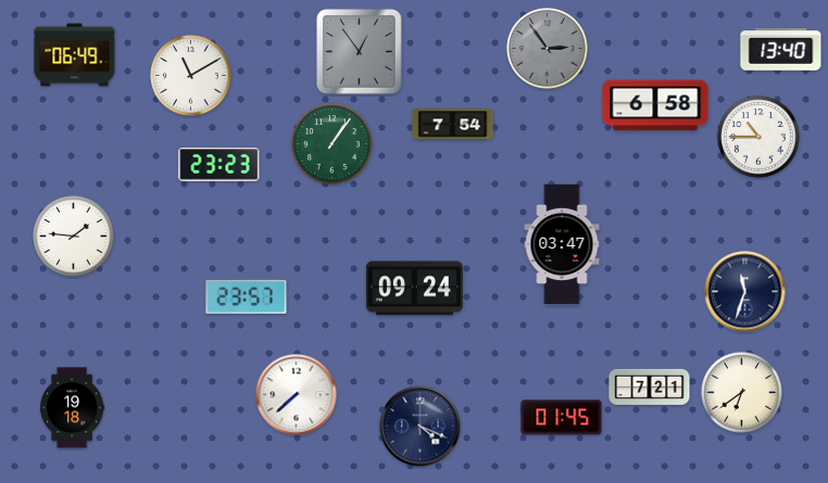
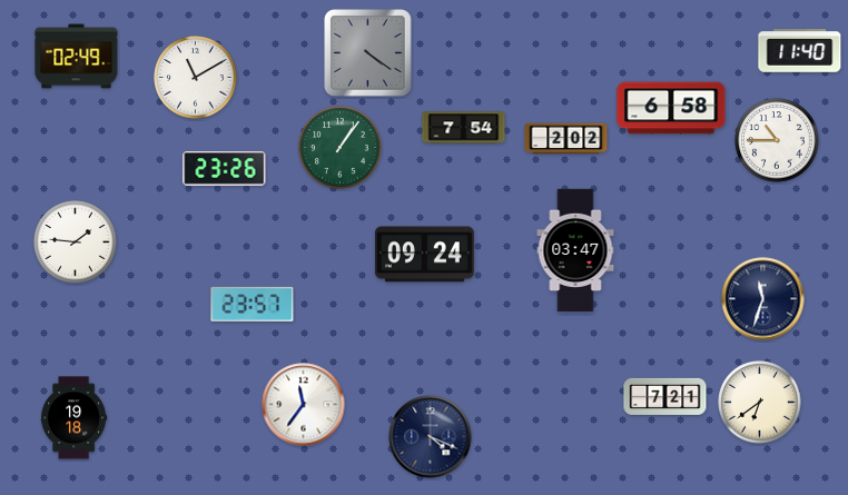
clock at (548, 49): 2:54 -> none
clock at (781, 50): 13:40 -> 11:40
clock at (360, 52): 12:54 -> 4:21
clock at (75, 55): 06:49 -> 02:49
clock at (566, 139): none -> 2:02
clock at (219, 165): 23:23 -> 23:26
clock at (414, 289) position: (414, 289) -> (424, 255)
clock at (297, 395): 7:38 -> 11:36
clock at (562, 418): 01:45 -> none
